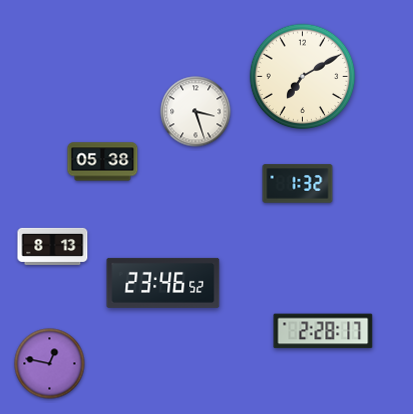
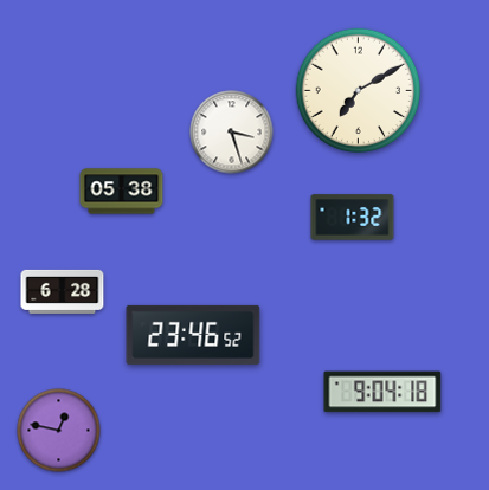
clock at (53, 246): 8:13 -> 6:28
clock at (323, 331): 2:28 -> 9:04
